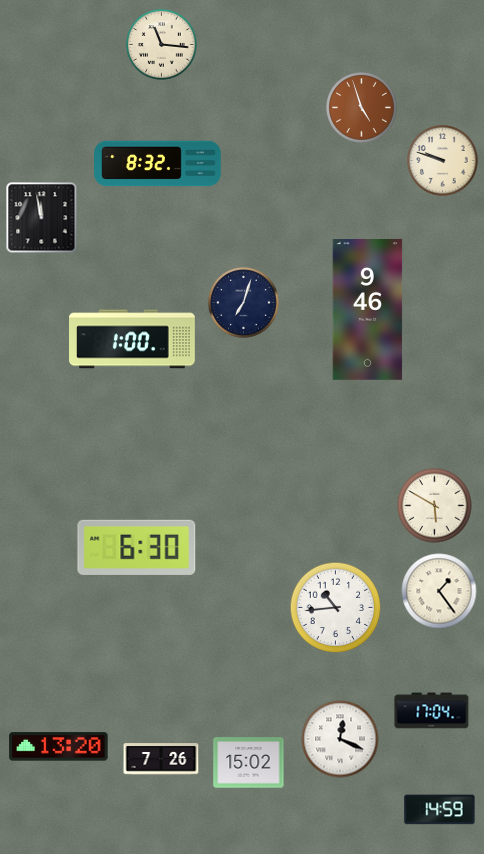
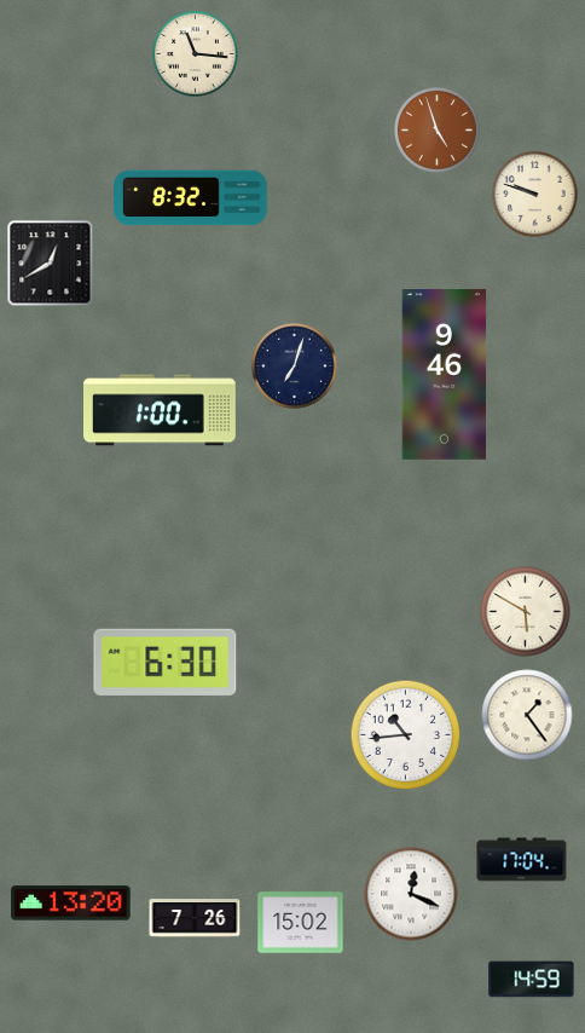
clock at (42, 218): 11:58 -> 12:40
clock at (439, 591) position: (439, 591) -> (527, 715)
